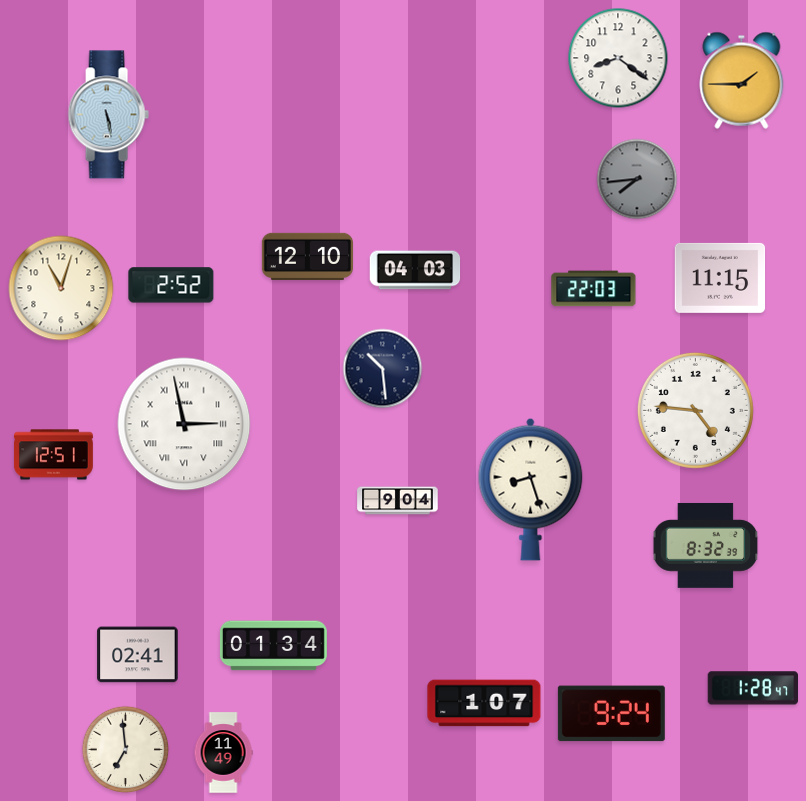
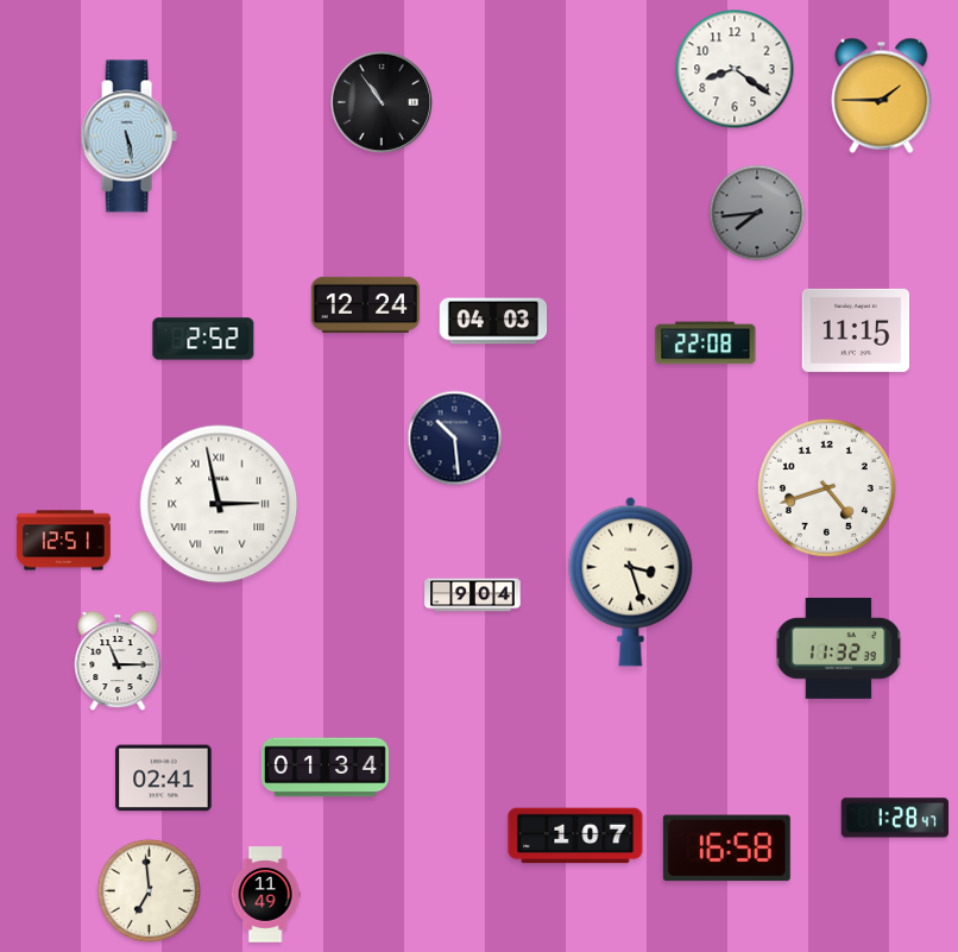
clock at (380, 101): none -> 10:54
clock at (307, 256): 12:10 -> 12:24
clock at (61, 288): 11:03 -> none
clock at (594, 289): 22:03 -> 22:08
clock at (695, 410): 4:46 -> 4:42
clock at (531, 489): 8:27 -> 3:27
clock at (706, 545): 8:32 -> 11:32
clock at (118, 662): none -> 11:15
clock at (611, 714): 9:24 -> 16:58
